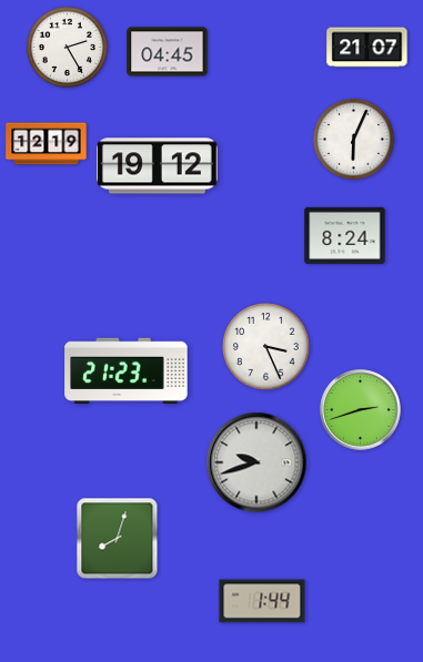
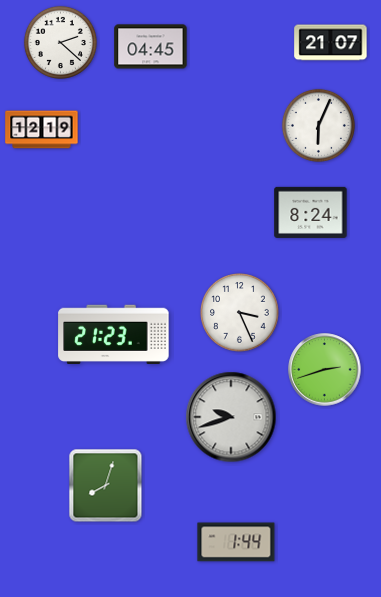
clock at (67, 47): 2:25 -> 2:22
clock at (158, 166): 19:12 -> none
